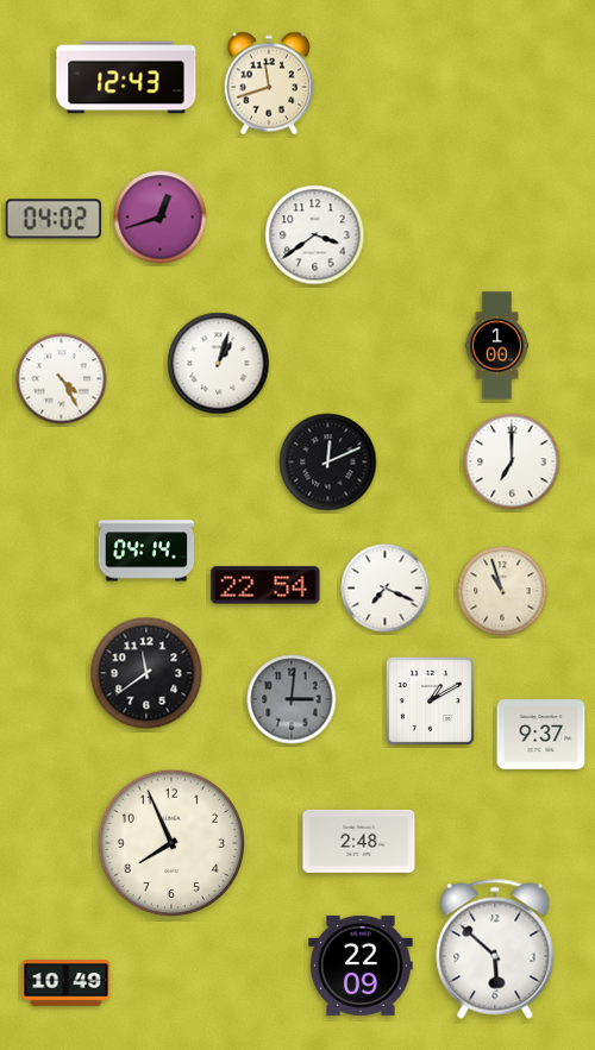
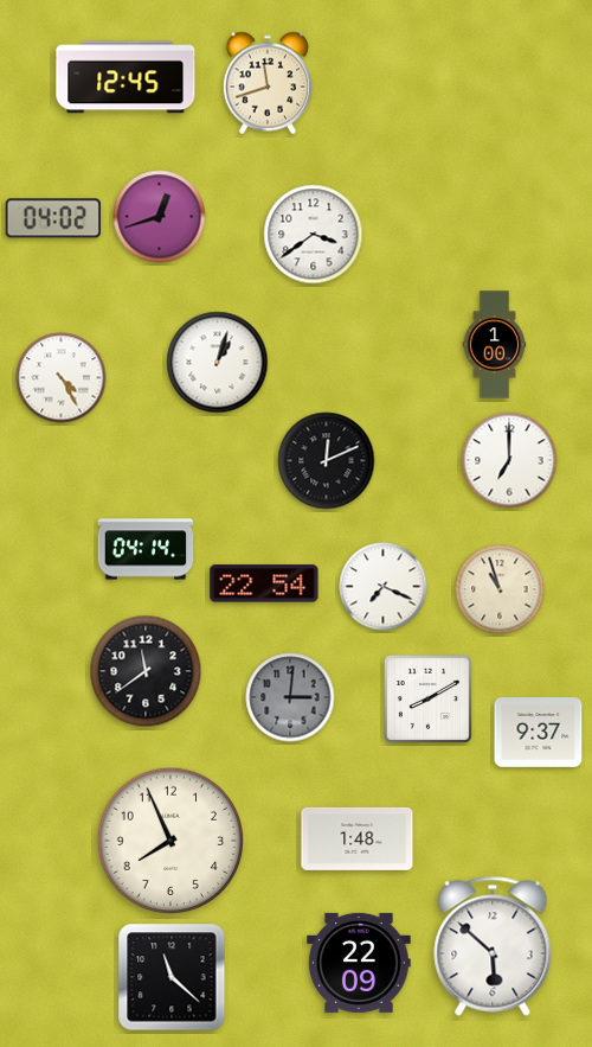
clock at (126, 77): 12:43 -> 12:45
clock at (430, 700): 1:10 -> 8:10
clock at (359, 841): 2:48 -> 1:48
clock at (172, 977): none -> 11:22
clock at (67, 983): 10:49 -> none
